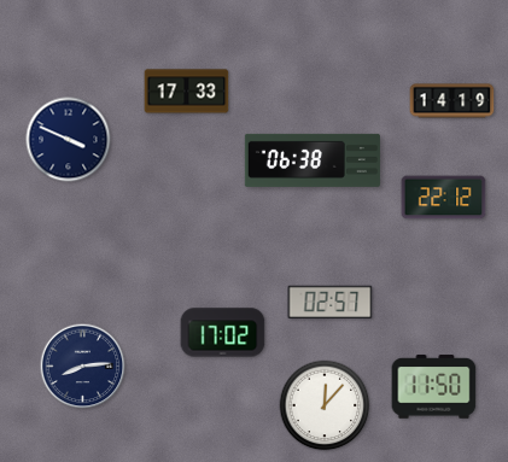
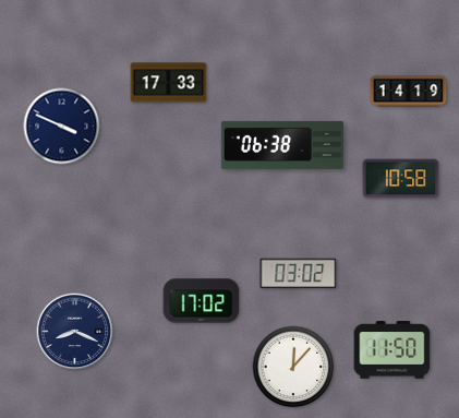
clock at (444, 198): 22:12 -> 10:58
clock at (331, 303): 02:57 -> 03:02
clock at (83, 367): 8:14 -> 8:19
